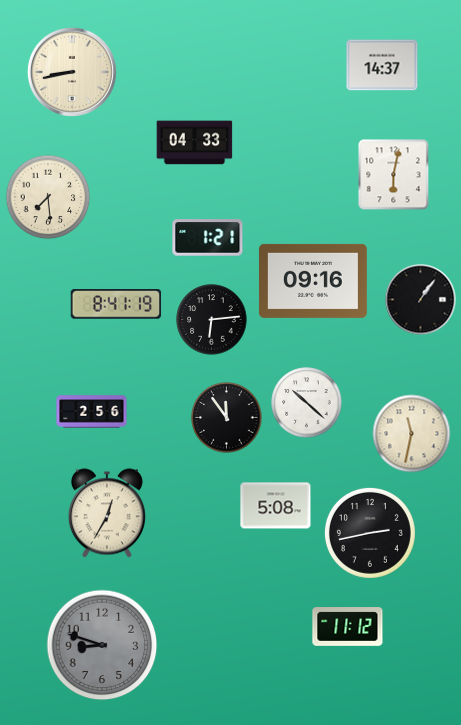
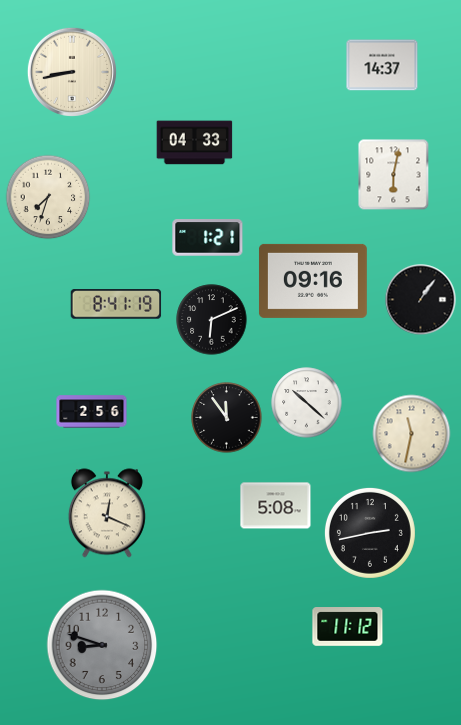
clock at (48, 197): 7:29 -> 7:33
clock at (212, 320): 6:14 -> 6:11
clock at (107, 513): 12:35 -> 12:19
